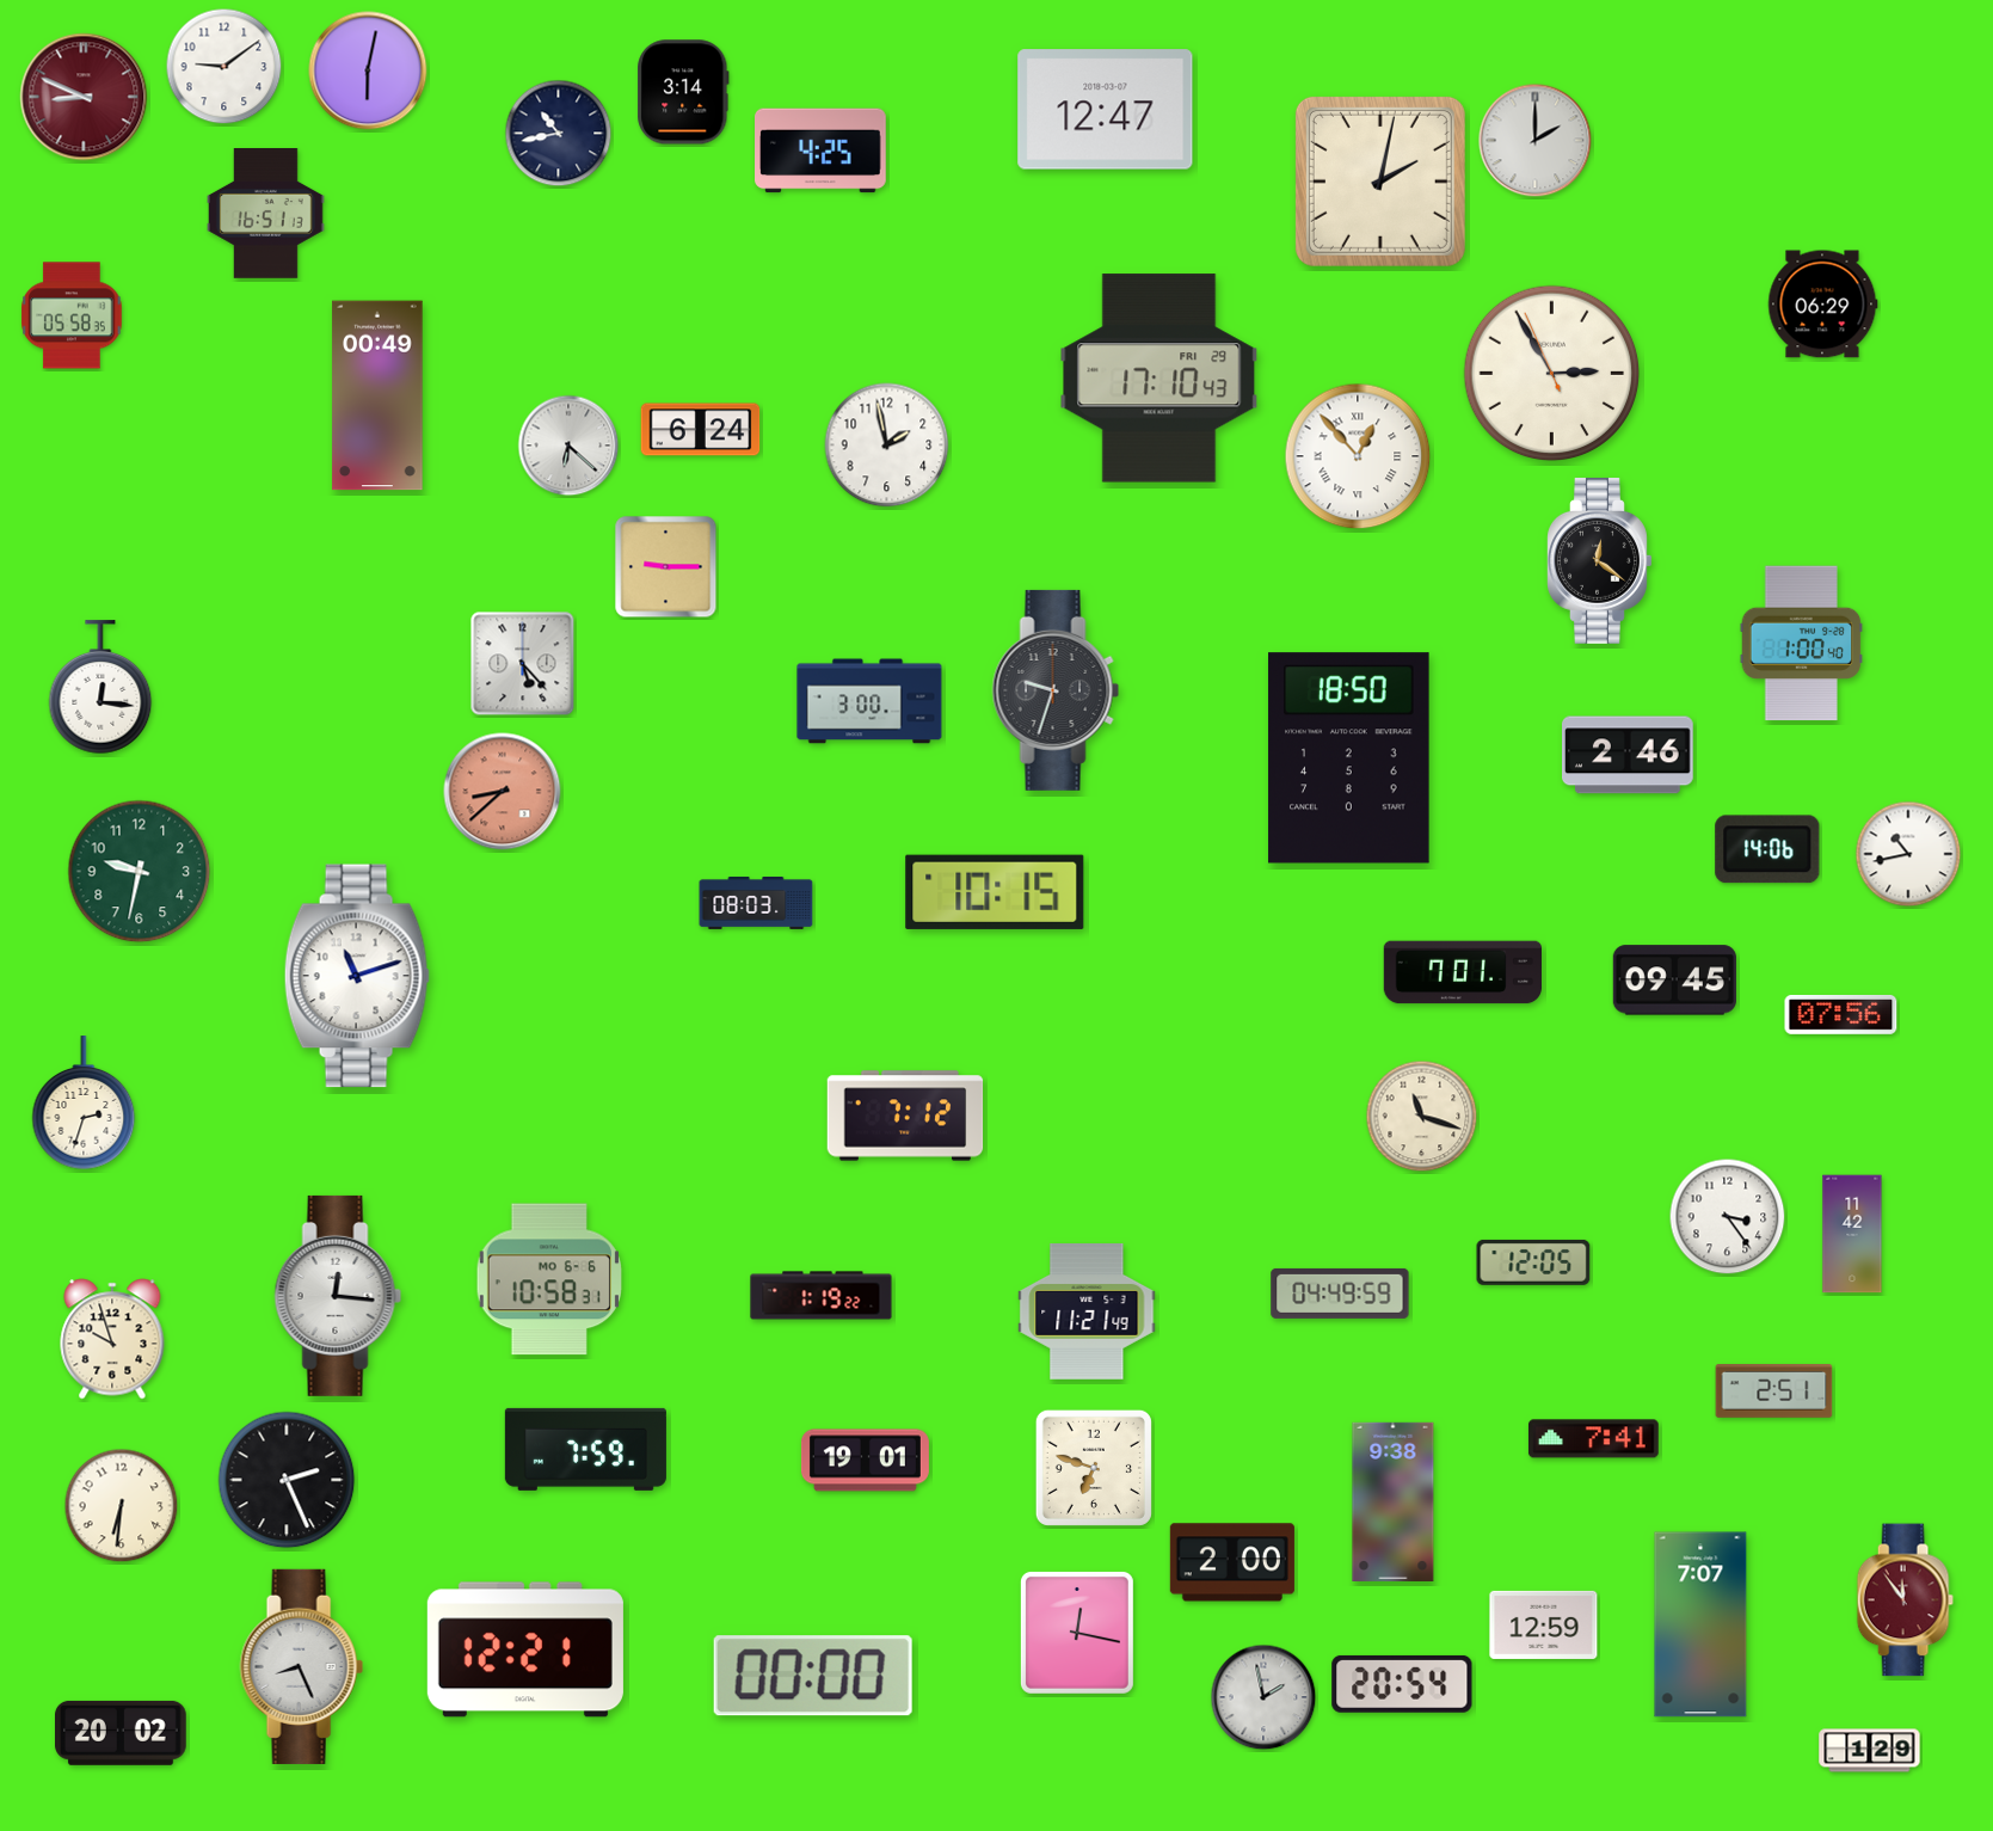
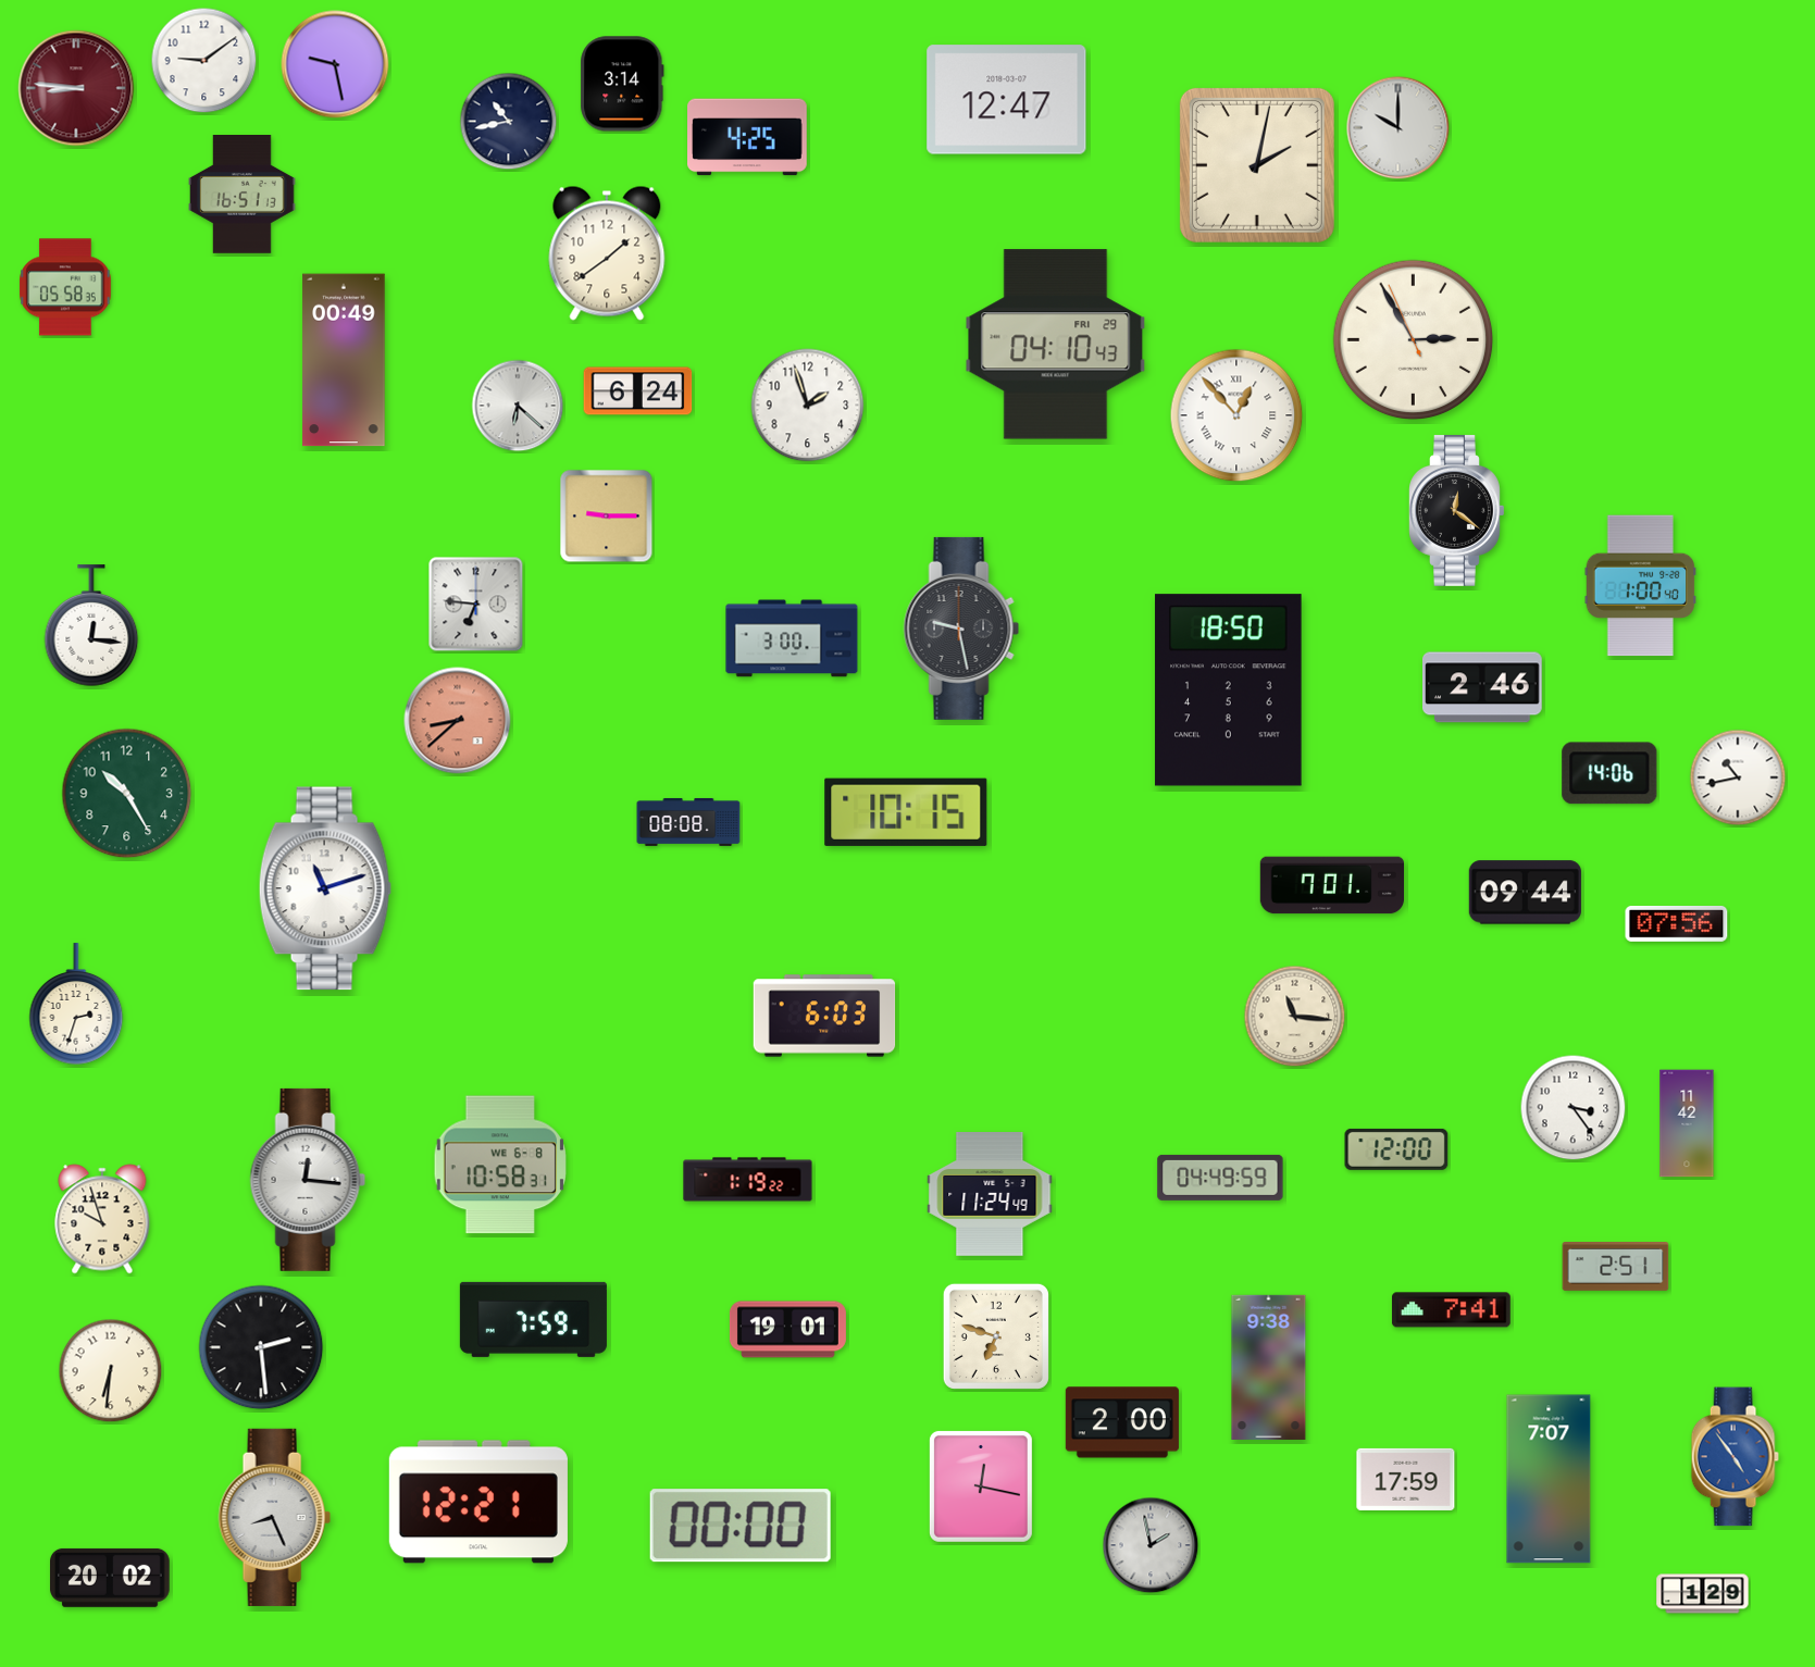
clock at (368, 70): 6:02 -> 9:28
clock at (84, 97): 8:49 -> 8:46
clock at (1536, 141): 2:00 -> 10:00
clock at (607, 253): none -> 1:39
clock at (1822, 305): 06:29 -> none
clock at (1159, 379): 17:10 -> 04:10
clock at (887, 446): 1:58 -> 1:57
clock at (523, 664): 5:23 -> 6:46
clock at (1056, 690): 9:33 -> 9:28
clock at (140, 872): 9:32 -> 10:25
clock at (756, 903): 08:03 -> 08:08
clock at (1674, 981): 09:45 -> 09:44
clock at (905, 1116): 7:12 -> 6:03
clock at (1422, 1117): 11:18 -> 11:16
clock at (1533, 1262): 12:05 -> 12:00
clock at (549, 1279) date: MO 6-6 -> WE 6-8
clock at (1087, 1313): 11:21 -> 11:24
clock at (287, 1480): 2:26 -> 2:29
clock at (1905, 1600): 11:54 -> 4:54
clock at (1905, 1600) dial: burgundy -> blue
clock at (1544, 1624): 12:59 -> 17:59
clock at (1402, 1684): 20:54 -> none
